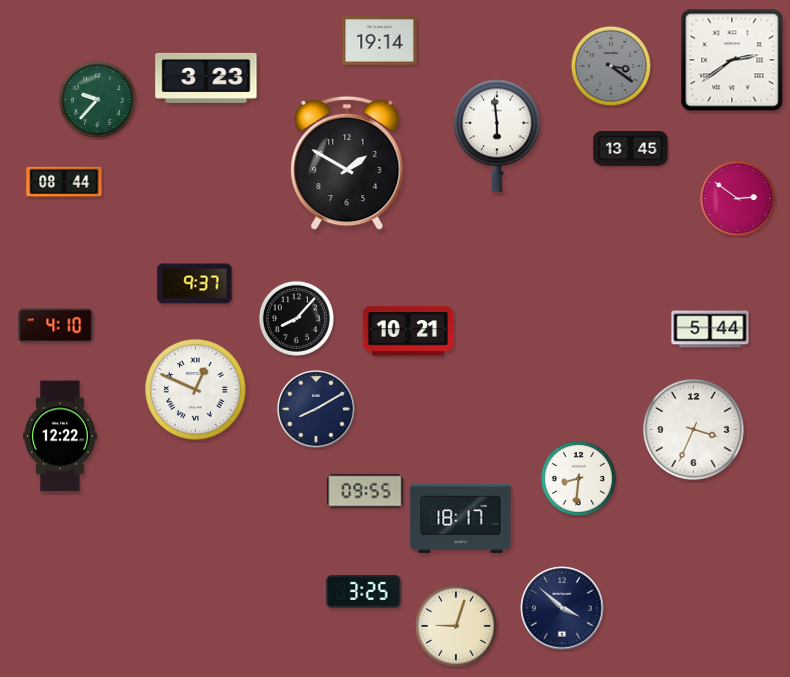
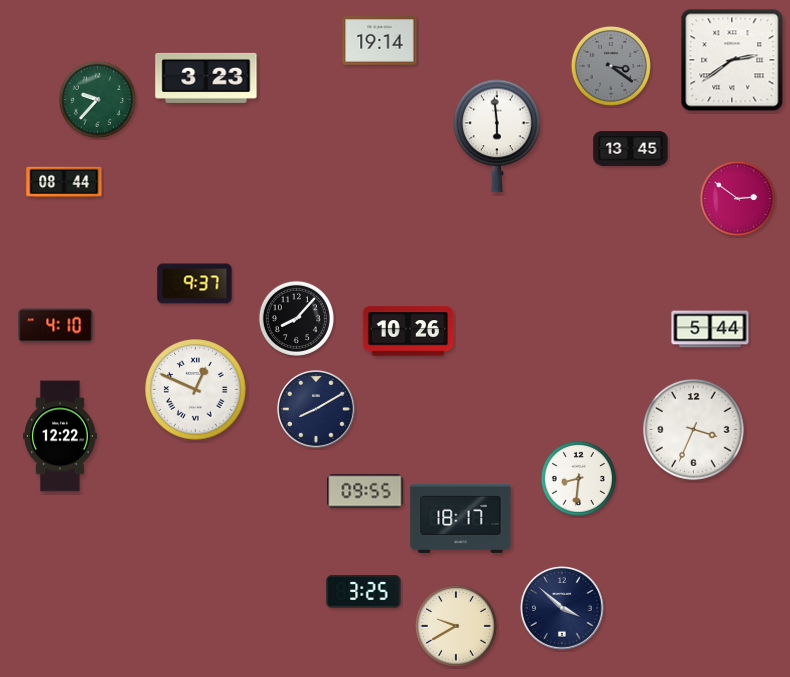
clock at (347, 163): 1:50 -> none
clock at (408, 331): 10:21 -> 10:26
clock at (456, 626): 9:03 -> 9:40
